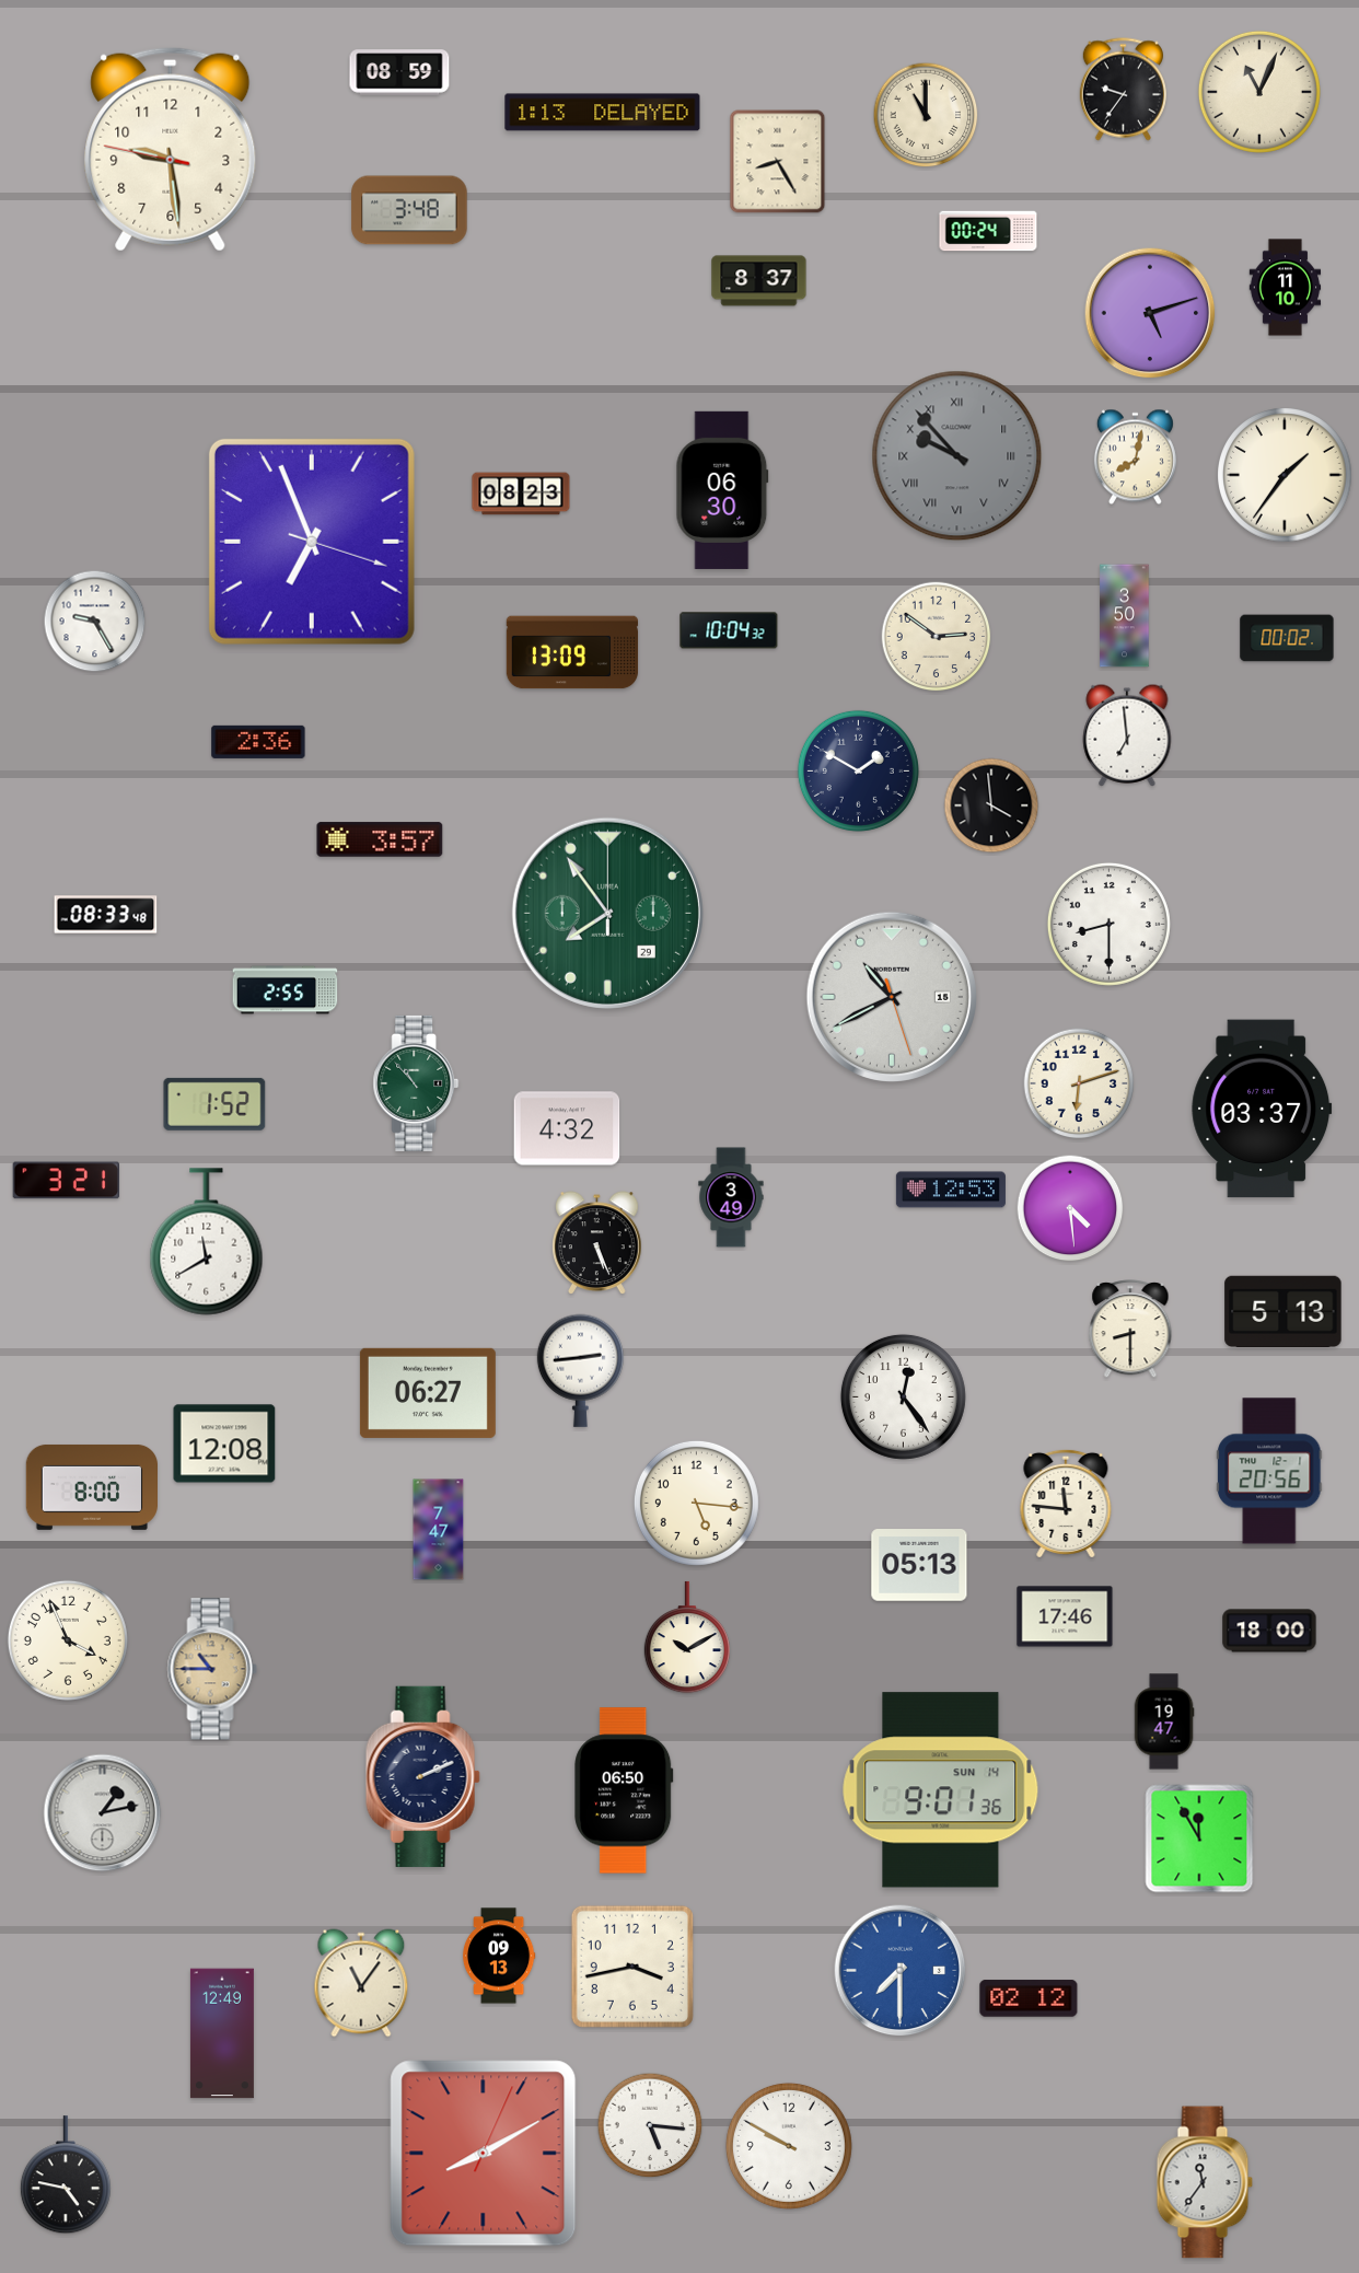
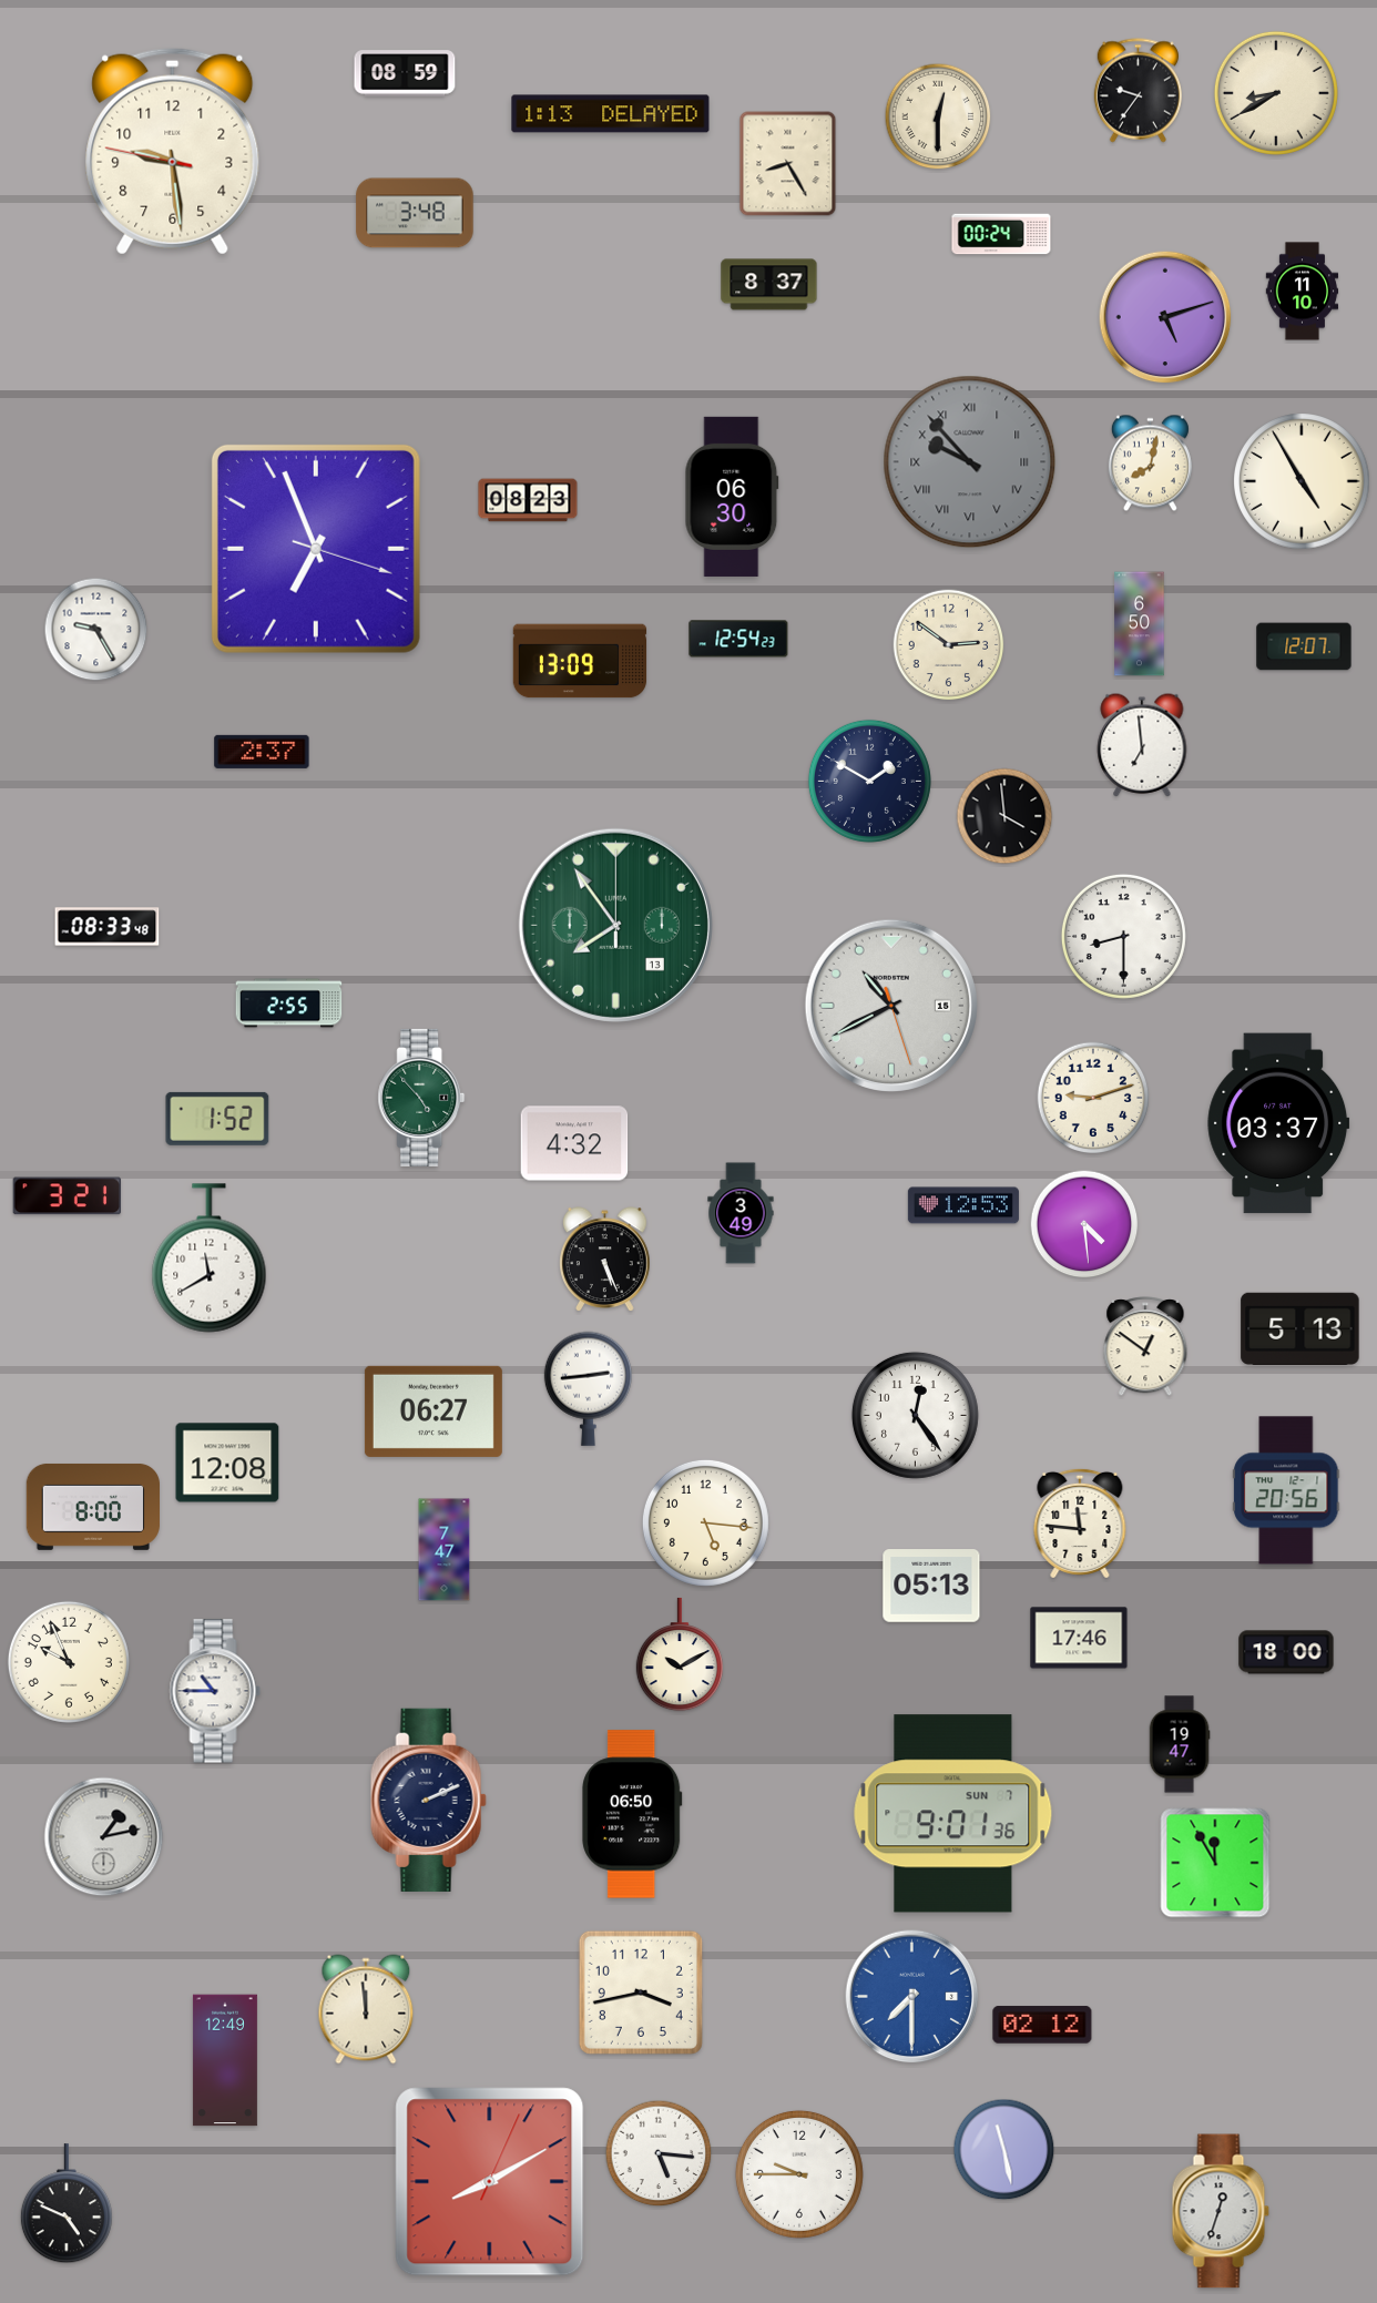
clock at (1259, 92): 11:04 -> 8:40
clock at (926, 115): 11:00 -> 12:30
clock at (1285, 475): 1:36 -> 4:55
clock at (1125, 616): 3:50 -> 6:50
clock at (729, 630): 10:04 -> 12:54
clock at (1287, 638): 00:02 -> 12:07
clock at (258, 742): 2:36 -> 2:37
clock at (380, 839): 3:57 -> none
clock at (607, 913) date: 29 -> 13
clock at (892, 997) position: (892, 997) -> (891, 1006)
clock at (416, 1083): 10:53 -> 4:53
clock at (1079, 1083): 6:12 -> 9:12
clock at (1130, 1330): 8:30 -> 12:51
clock at (686, 1637) position: (686, 1637) -> (679, 1654)
clock at (68, 1640): 3:56 -> 9:56
clock at (212, 1669) dial: champagne -> white
clock at (941, 1790) date: SUN 14 -> SUN 7
clock at (499, 1956): 09:13 -> none
clock at (361, 1983): 11:06 -> 11:59
clock at (1004, 2150): none -> 11:28
clock at (789, 2146): 9:50 -> 9:45
clock at (66, 2176): 4:47 -> 4:49
clock at (1205, 2182): 11:36 -> 12:33
